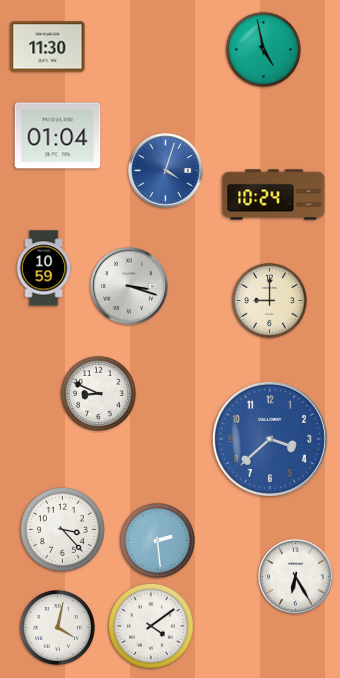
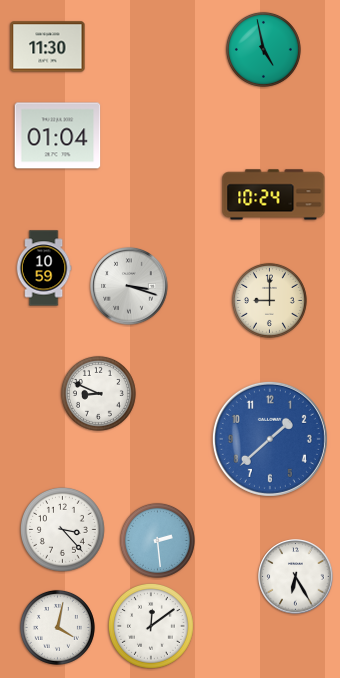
clock at (166, 171): 4:03 -> none
clock at (270, 439): 3:38 -> 1:38
clock at (152, 627): 4:09 -> 12:09
